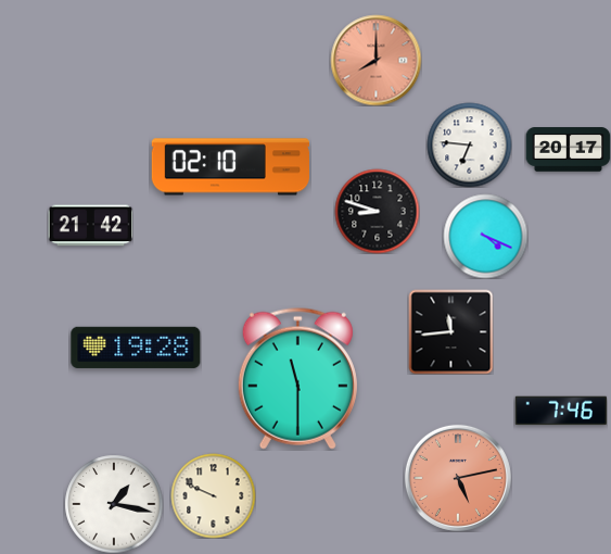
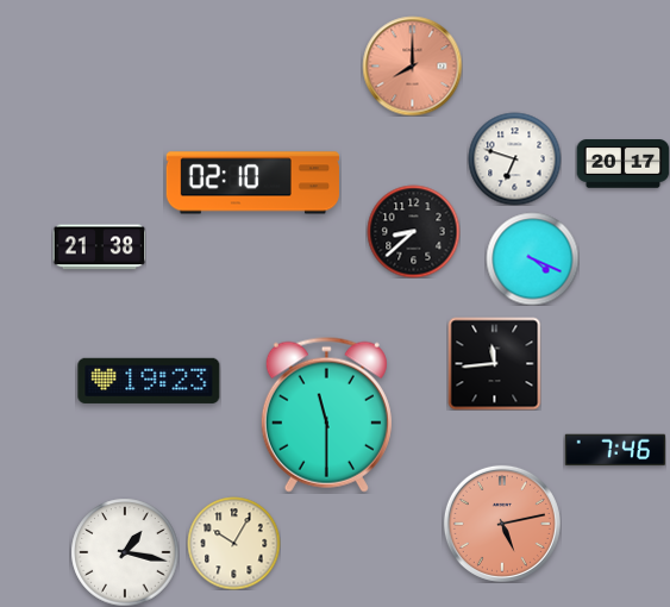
clock at (469, 144): 6:46 -> 6:48
clock at (377, 211): 8:48 -> 8:38
clock at (90, 226): 21:42 -> 21:38
clock at (136, 348): 19:28 -> 19:23
clock at (213, 495): 9:49 -> 10:05
